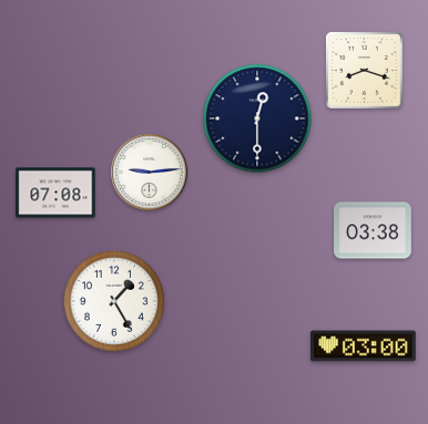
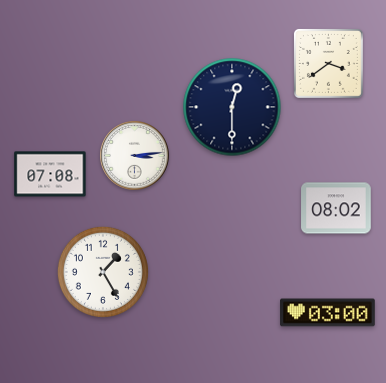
clock at (364, 70): 8:18 -> 3:39
clock at (150, 173): 9:14 -> 3:14
clock at (373, 230): 03:38 -> 08:02
